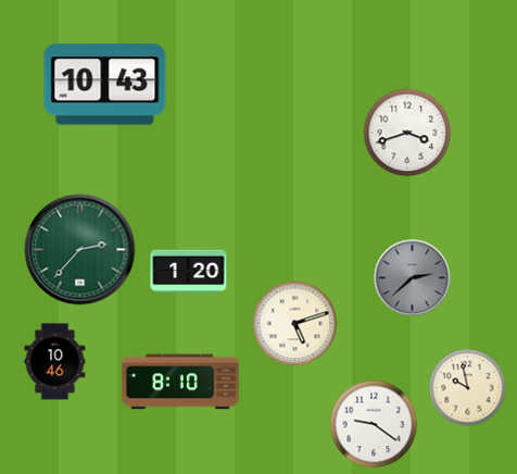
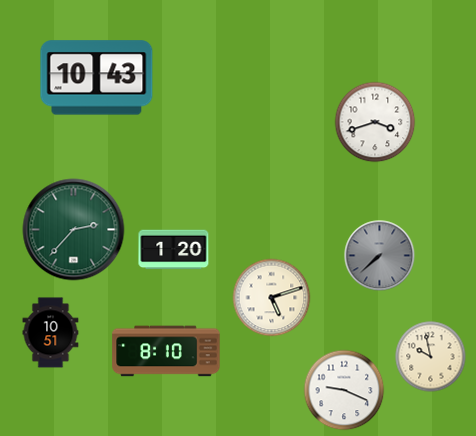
clock at (413, 278): 2:38 -> 7:38
clock at (55, 362): 10:46 -> 10:51
clock at (374, 424): 9:21 -> 9:19
